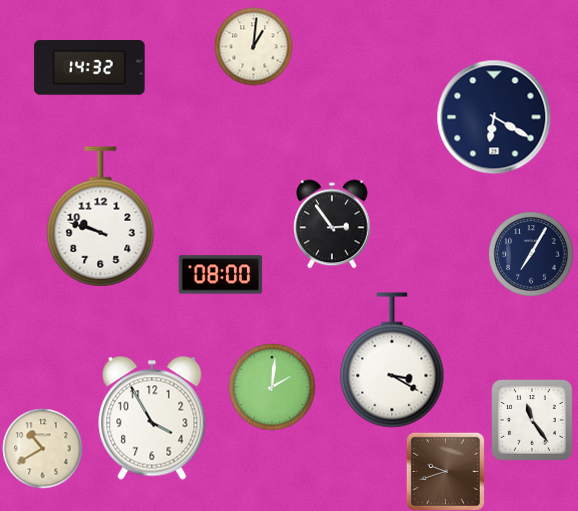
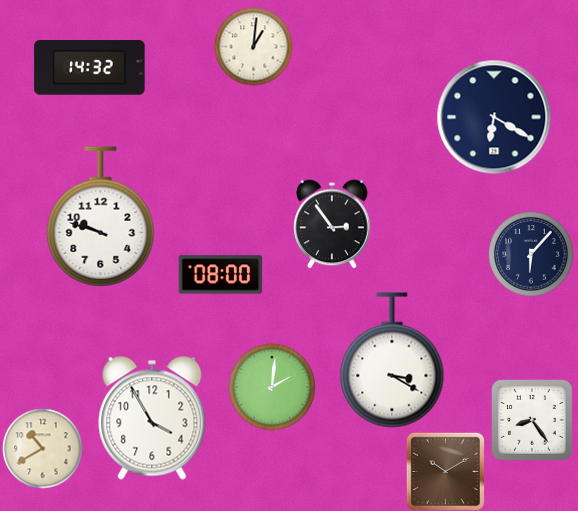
clock at (531, 254): 7:05 -> 6:07
clock at (532, 420): 11:24 -> 8:24
clock at (445, 471): 9:42 -> 10:10
